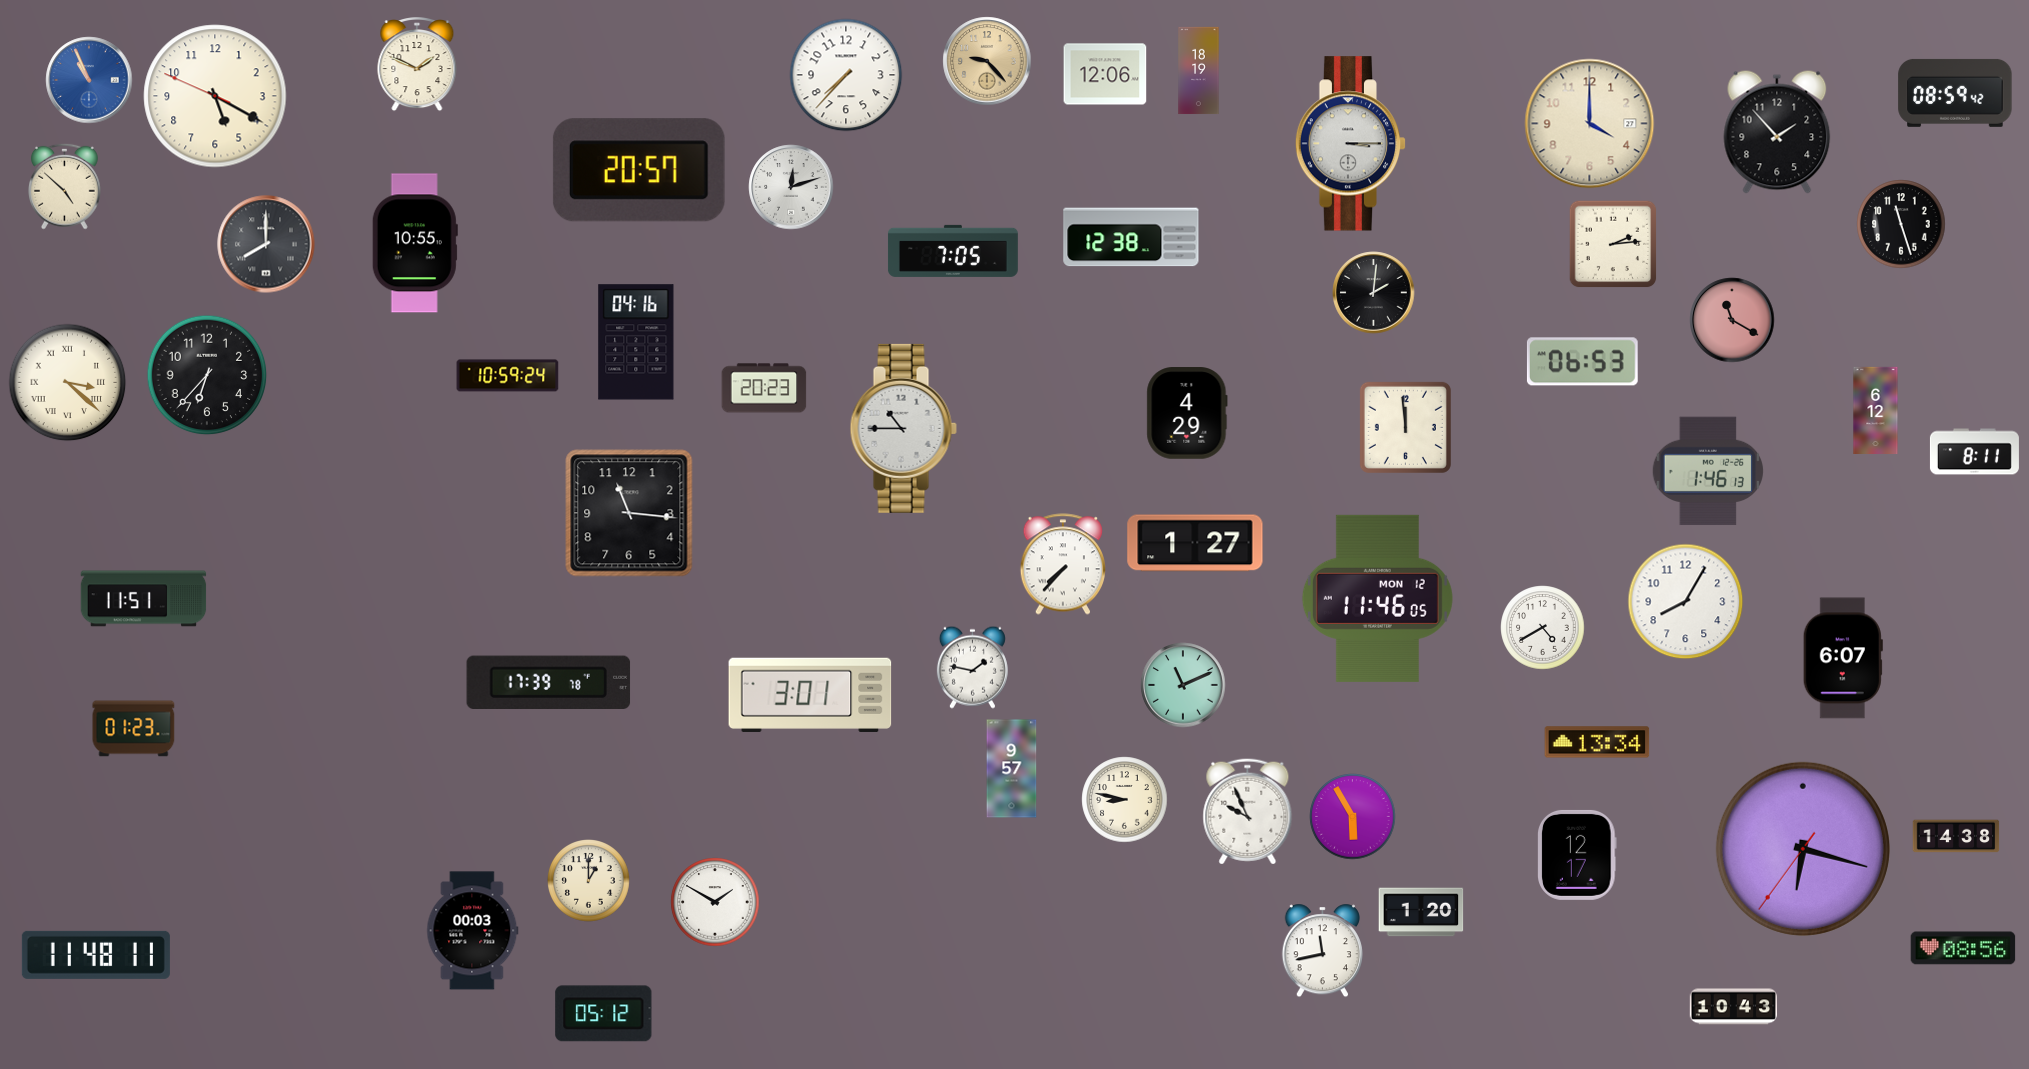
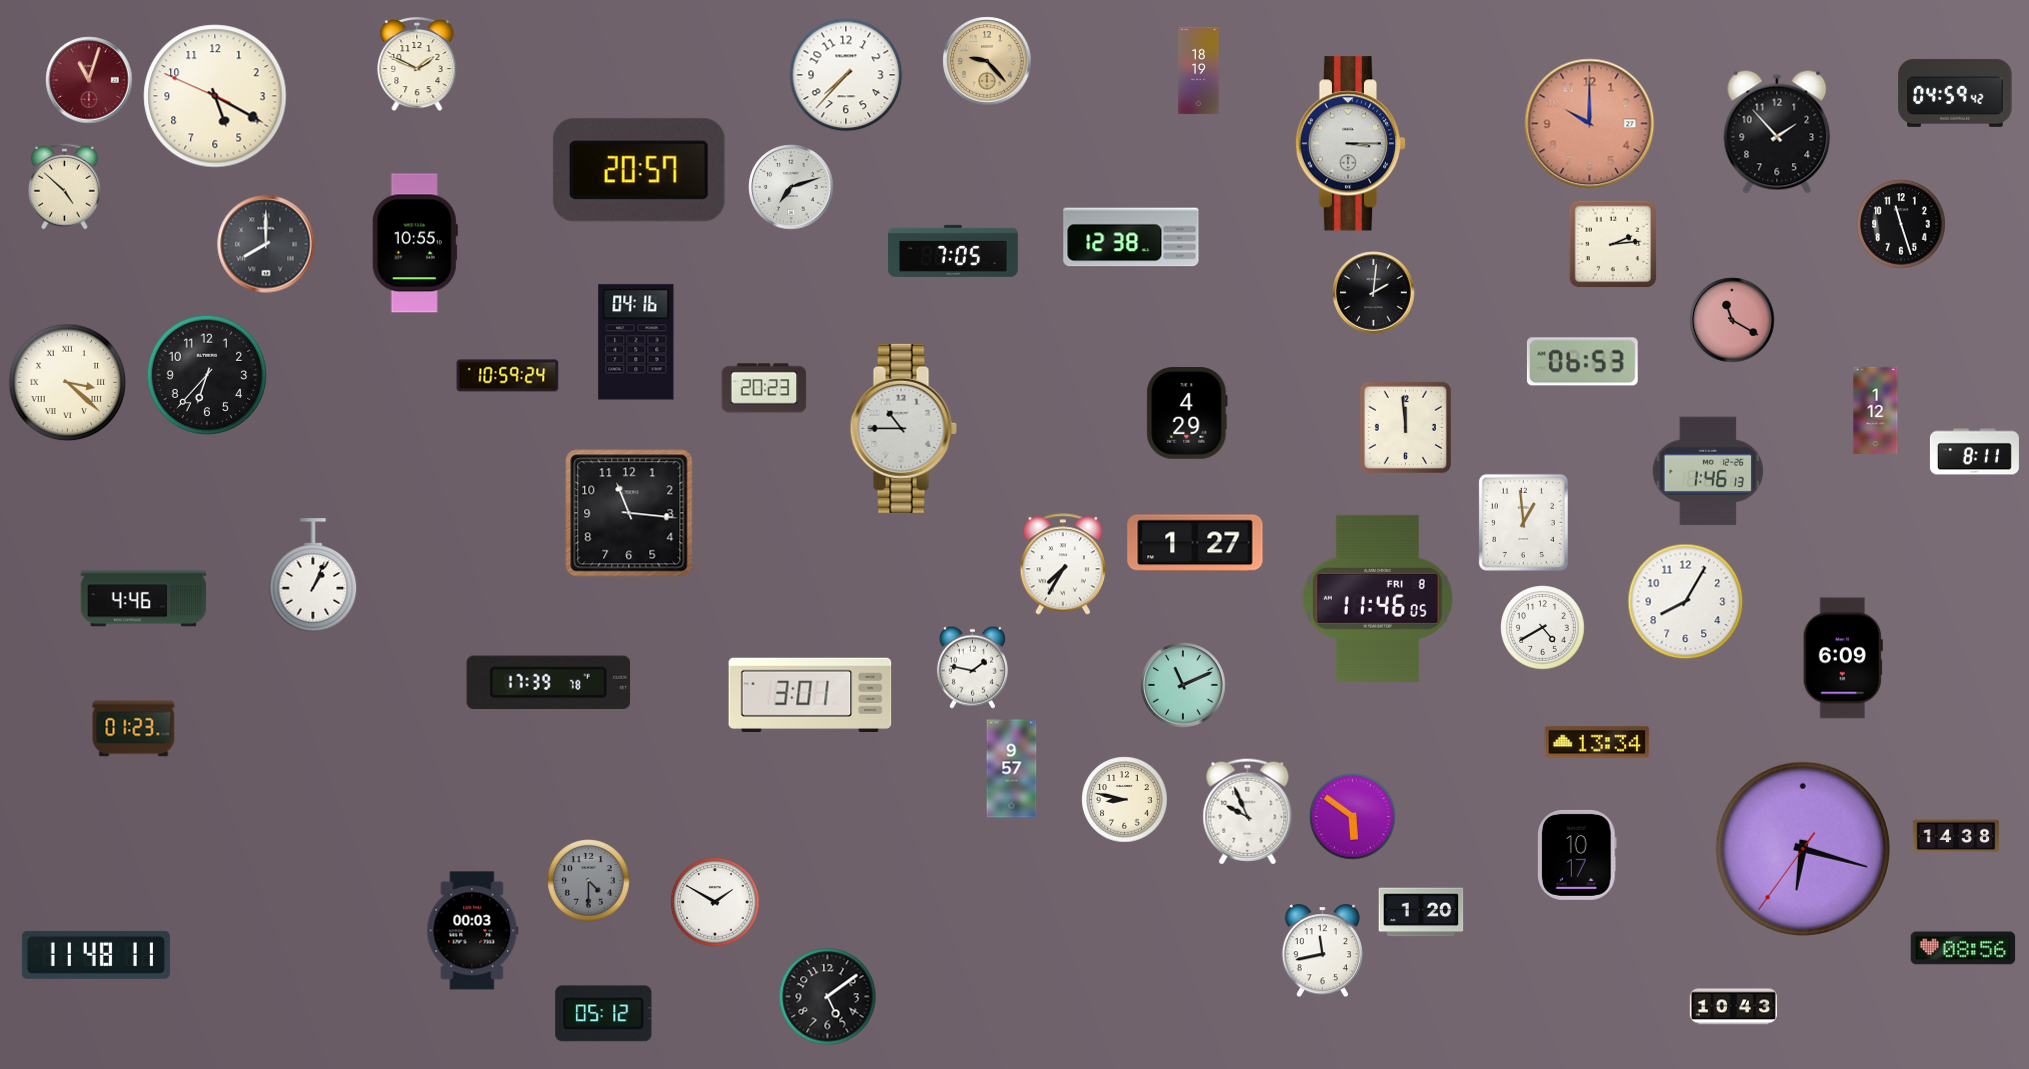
clock at (1105, 74): 12:06 -> none
clock at (89, 80): 10:56 -> 11:03
clock at (89, 80) dial: blue -> burgundy
clock at (1955, 93): 08:59 -> 04:59
clock at (1590, 124): 4:00 -> 10:00
clock at (1590, 124) dial: cream -> salmon
clock at (791, 187): 12:12 -> 7:12
clock at (1876, 411): 6:12 -> 1:12
clock at (1523, 522): none -> 12:59
clock at (1062, 564): 7:37 -> 7:35
clock at (313, 575): none -> 1:04
clock at (1377, 598) date: MON 12 -> FRI 8
clock at (144, 599): 11:51 -> 4:46
clock at (1843, 658): 6:07 -> 6:09
clock at (1353, 817): 5:55 -> 5:51
clock at (1578, 855): 12:17 -> 10:17
clock at (589, 881): 1:00 -> 4:30
clock at (589, 881) dial: cream -> grey
clock at (828, 997): none -> 5:09
